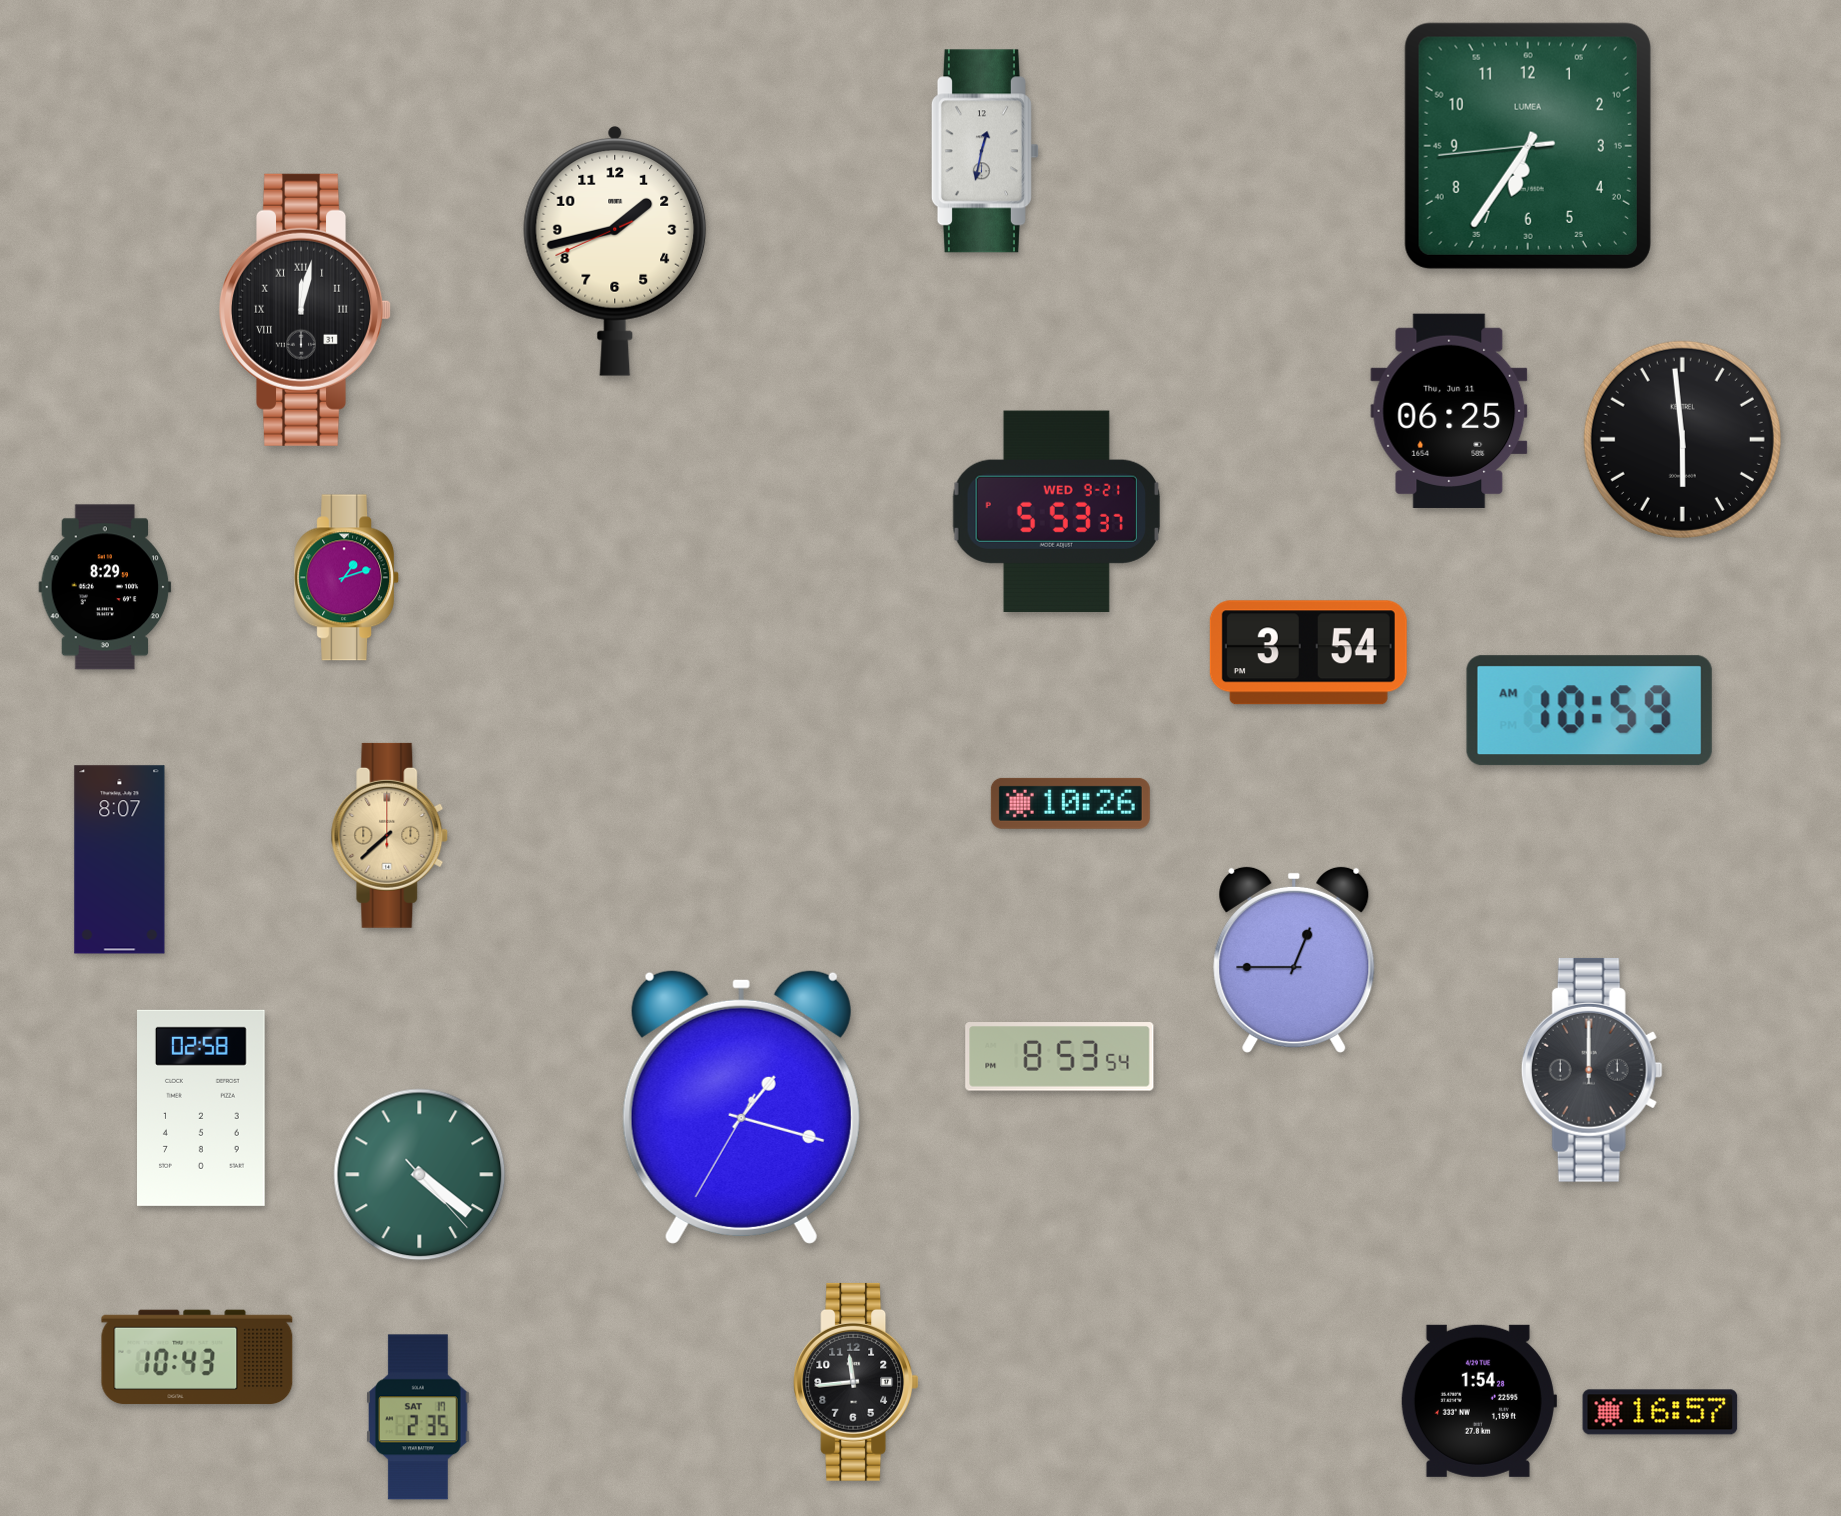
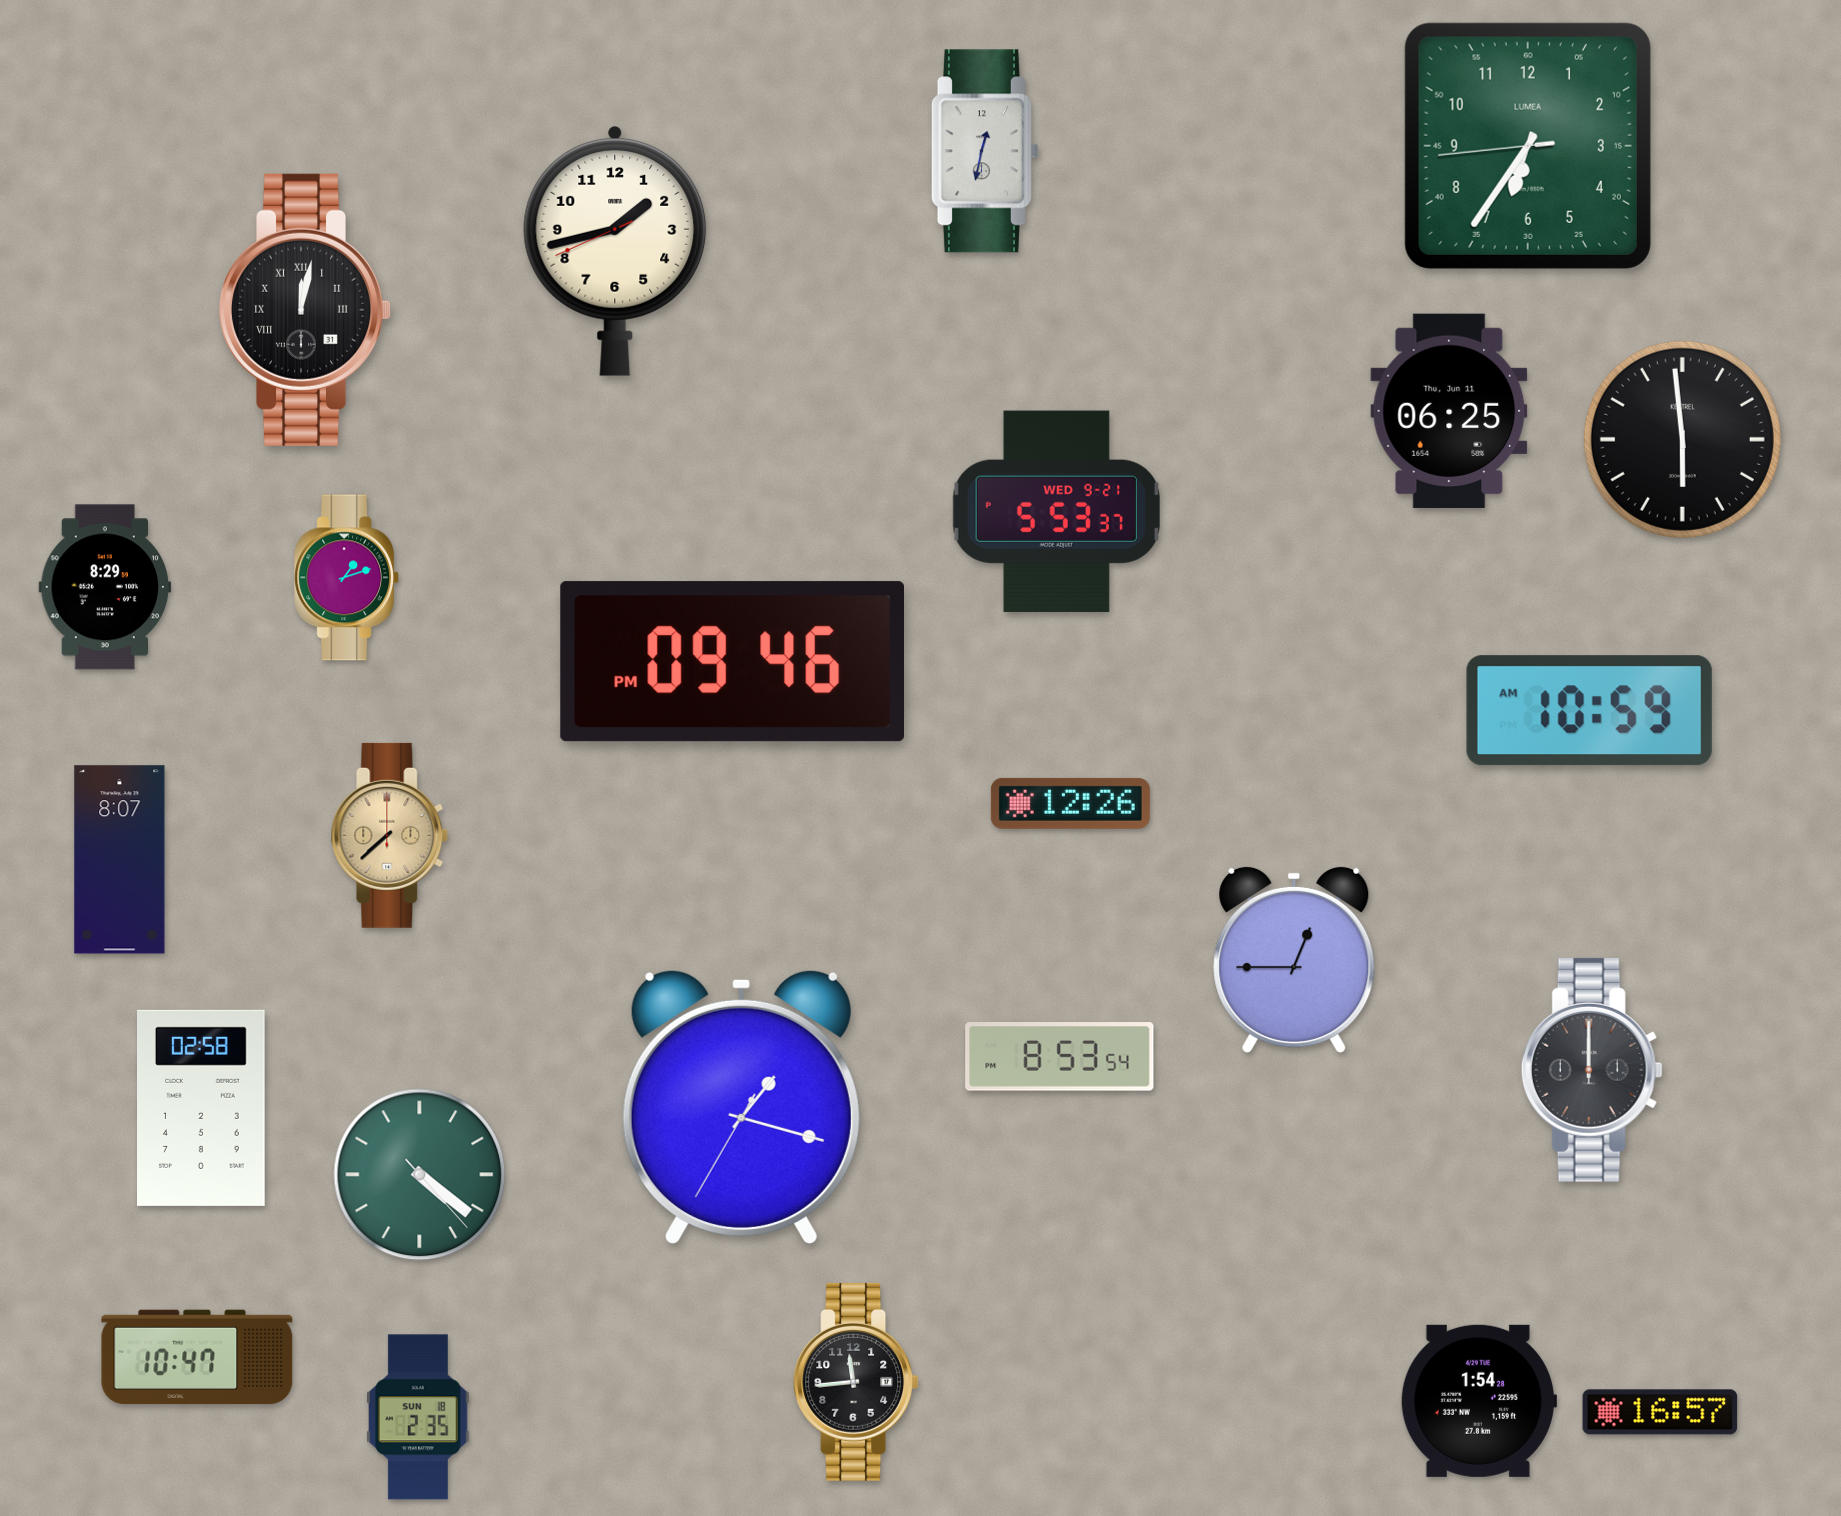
clock at (1308, 653): 3:54 -> none
clock at (732, 662): none -> 09:46
clock at (1070, 803): 10:26 -> 12:26
clock at (197, 1357): 10:43 -> 10:47
clock at (419, 1417) date: SAT 17 -> SUN 18
